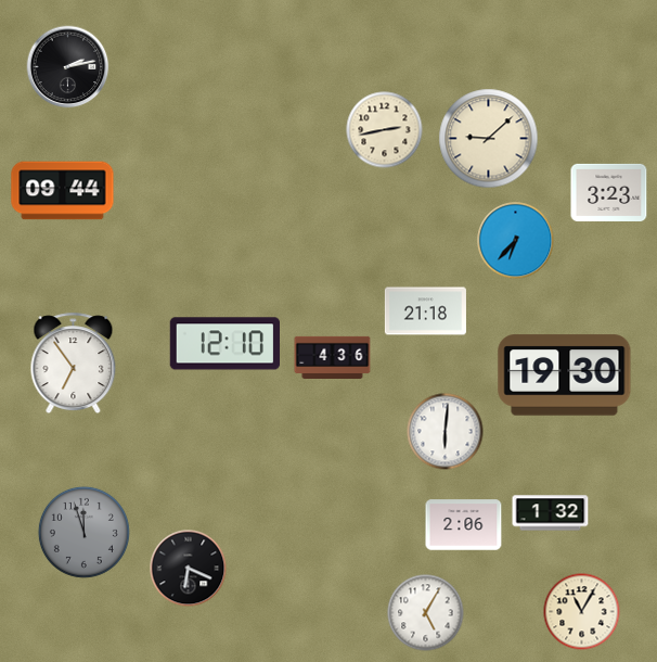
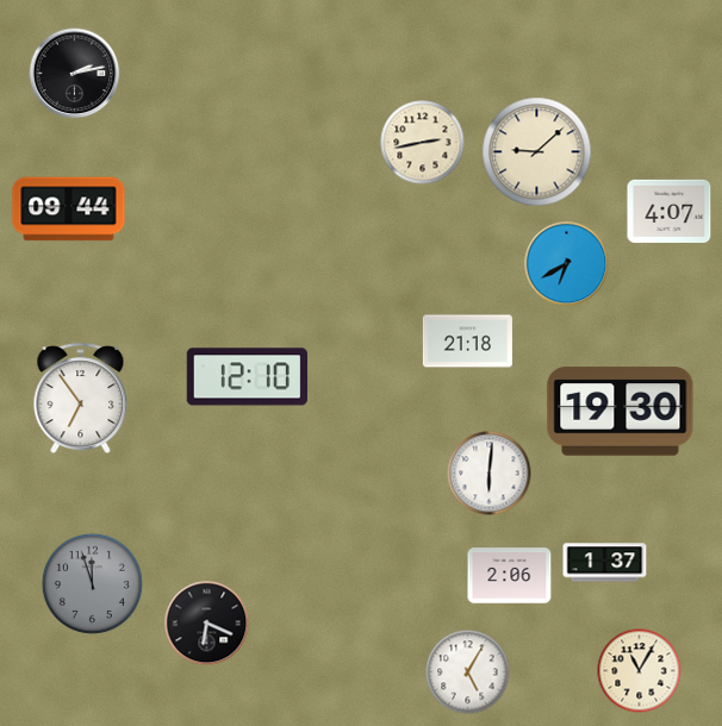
clock at (609, 192): 3:23 -> 4:07
clock at (516, 241): 6:37 -> 6:40
clock at (333, 357): 4:36 -> none
clock at (551, 513): 1:32 -> 1:37
